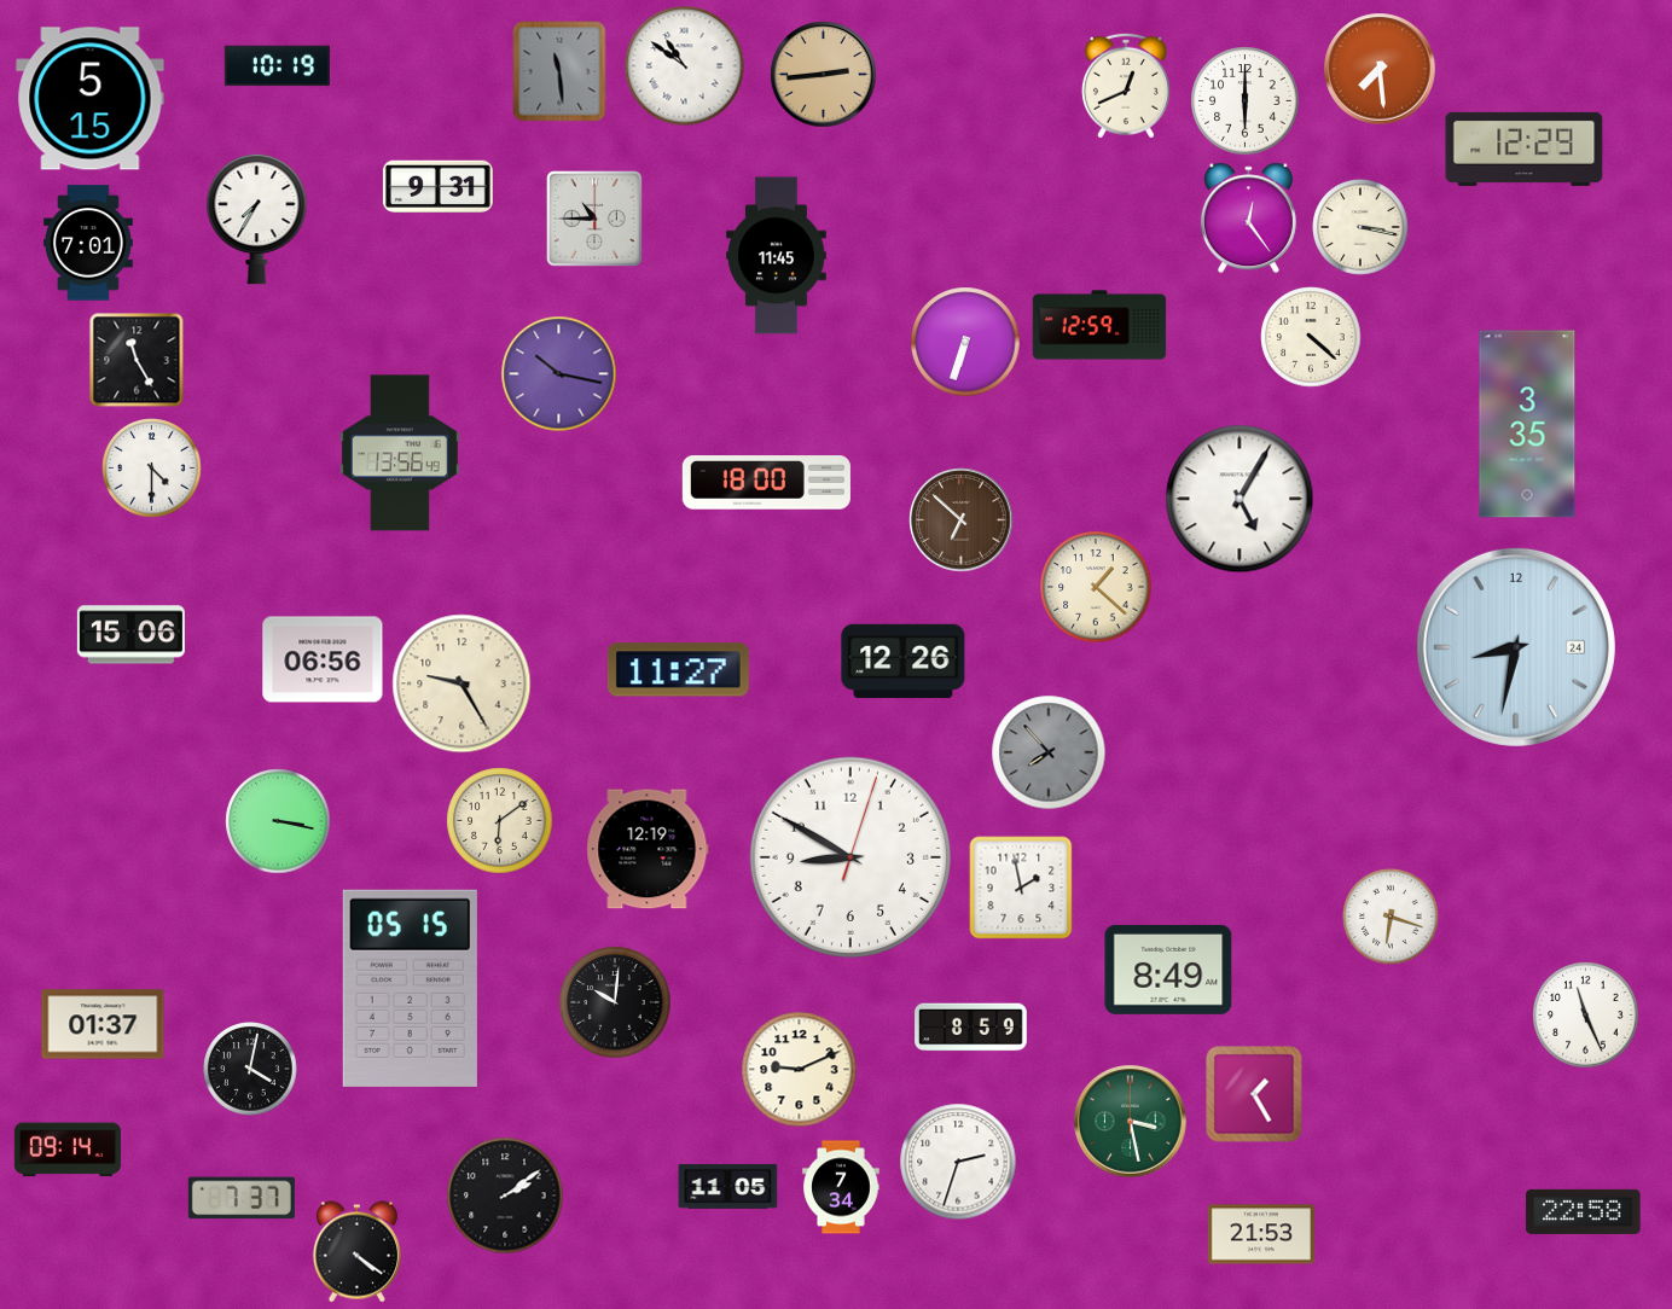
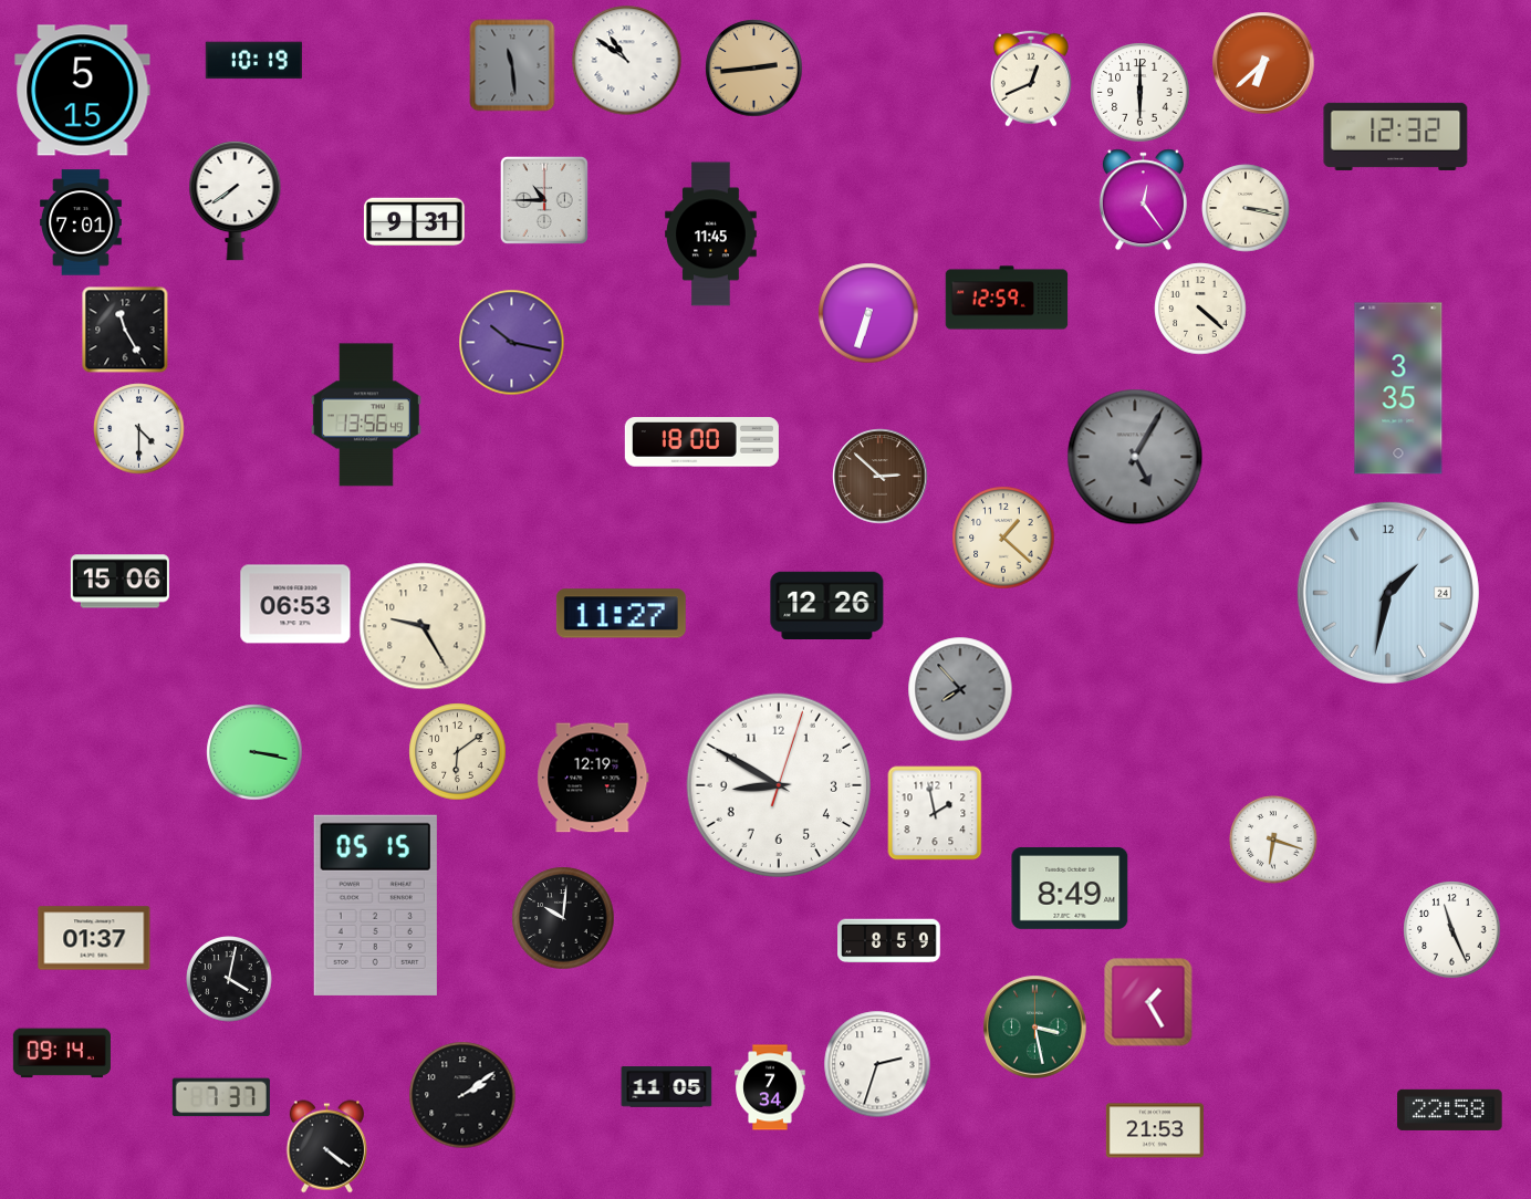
clock at (1380, 69): 7:29 -> 6:38
clock at (1525, 149): 12:29 -> 12:32
clock at (437, 186) position: (437, 186) -> (414, 221)
clock at (257, 219): 7:35 -> 7:39
clock at (965, 342) position: (965, 342) -> (868, 313)
clock at (1240, 499) dial: white -> grey
clock at (962, 520): 6:52 -> 2:52
clock at (1516, 647): 8:32 -> 1:32
clock at (323, 659): 06:56 -> 06:53
clock at (800, 1070): 9:11 -> none
